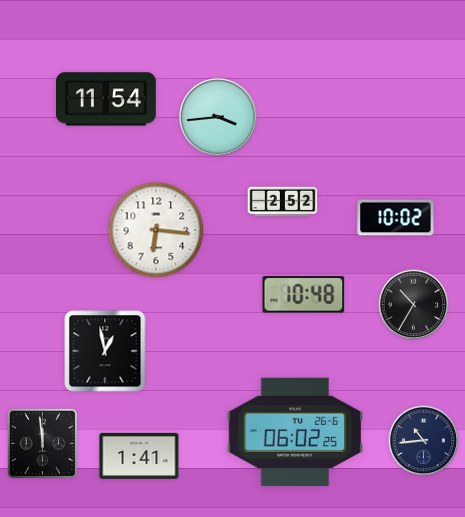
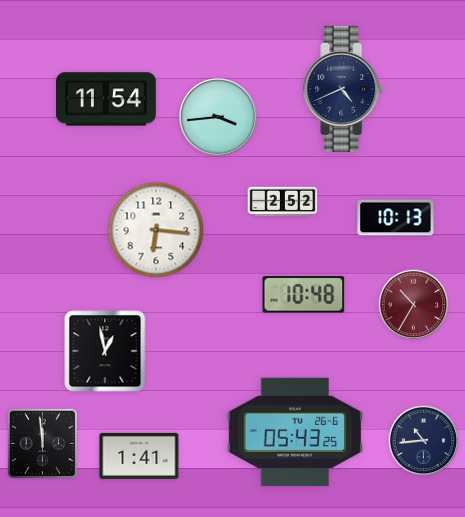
clock at (344, 89): none -> 4:41
clock at (396, 218): 10:02 -> 10:13
clock at (414, 305) dial: black -> burgundy
clock at (294, 431): 06:02 -> 05:43
